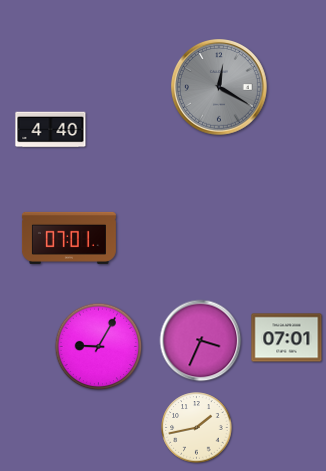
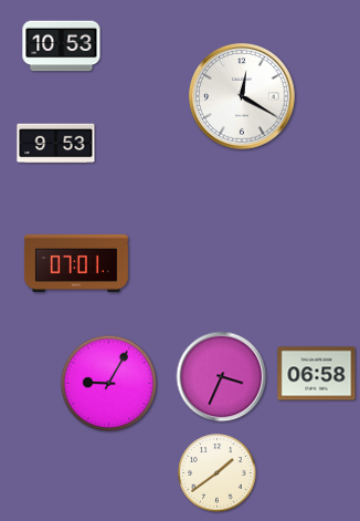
clock at (62, 46): none -> 10:53
clock at (220, 88) dial: grey -> white
clock at (51, 130): 4:40 -> 9:53
clock at (287, 338): 07:01 -> 06:58
clock at (197, 428): 1:43 -> 1:39
